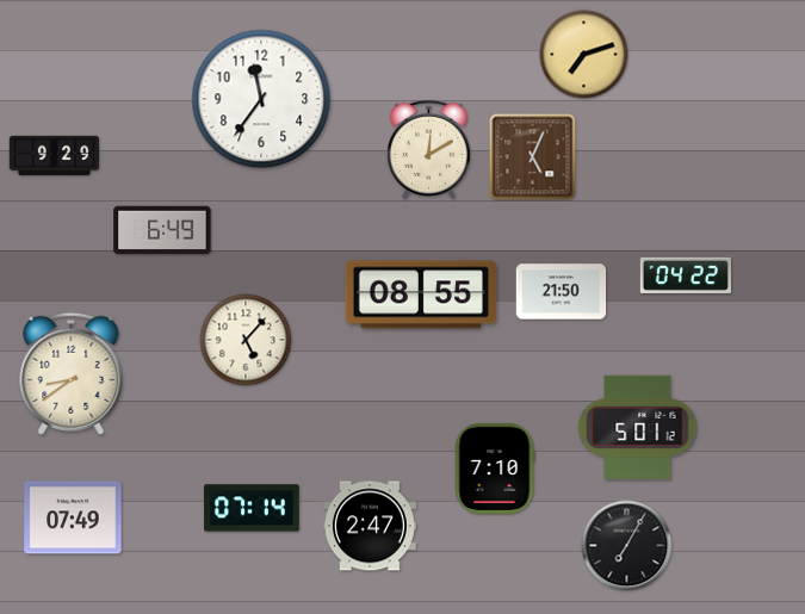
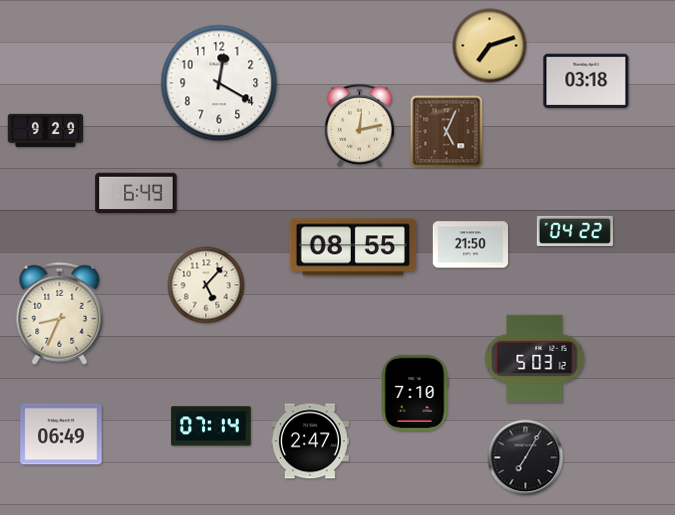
clock at (586, 81): none -> 03:18
clock at (261, 99): 11:36 -> 12:20
clock at (428, 149): 12:10 -> 12:13
clock at (72, 373): 8:39 -> 8:34
clock at (638, 427): 5:01 -> 5:03
clock at (73, 517): 07:49 -> 06:49
